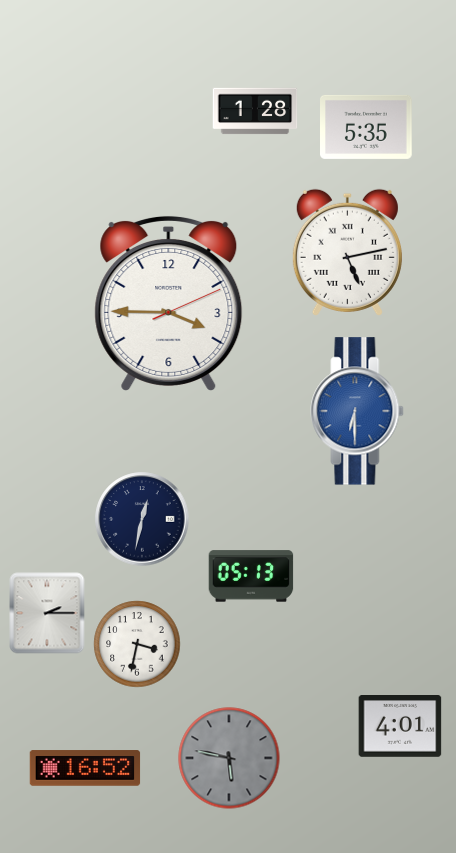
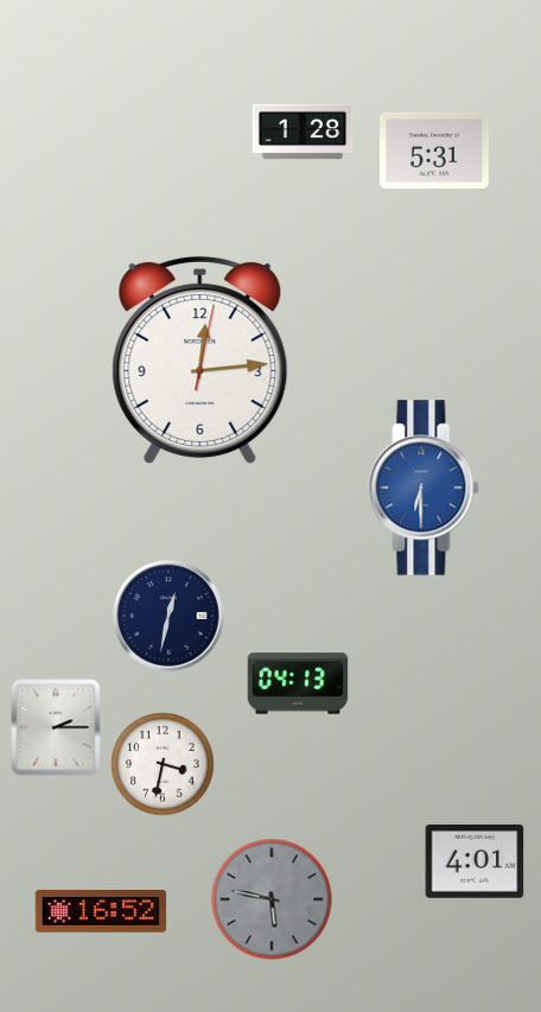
clock at (367, 127): 5:35 -> 5:31
clock at (347, 252): 5:13 -> none
clock at (169, 303): 3:45 -> 12:14
clock at (251, 576): 05:13 -> 04:13
